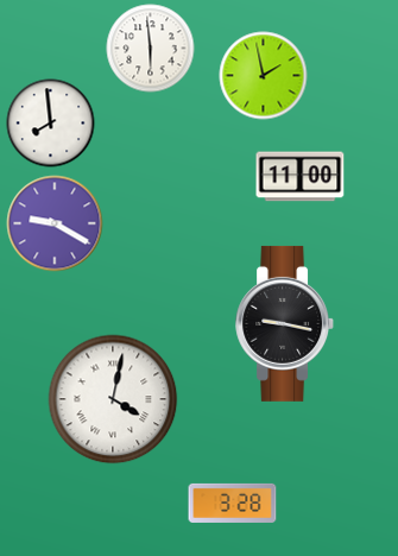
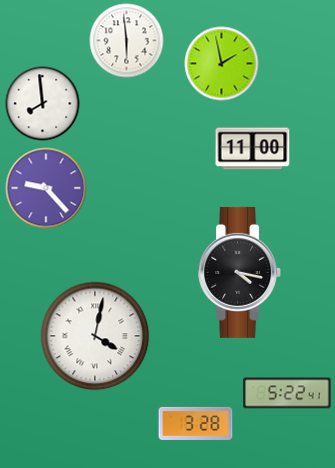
clock at (55, 223): 9:20 -> 9:23
clock at (285, 323): 9:17 -> 4:17
clock at (287, 393): none -> 5:22
